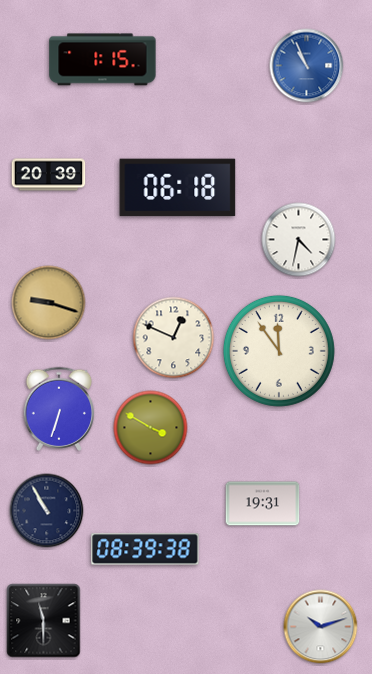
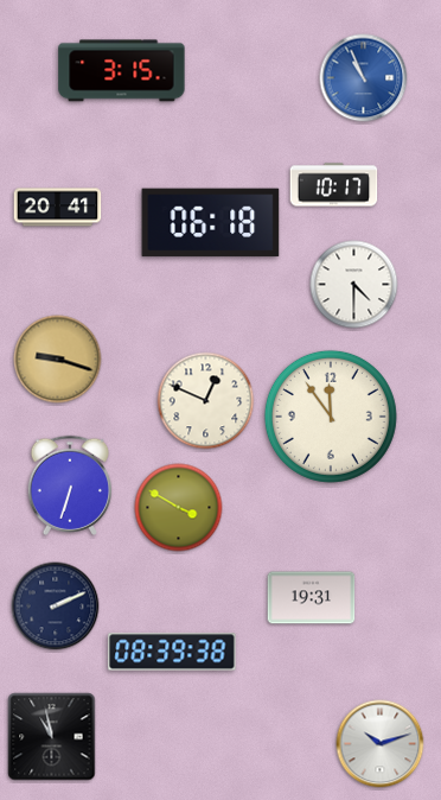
clock at (103, 60): 1:15 -> 3:15
clock at (334, 185): none -> 10:17
clock at (49, 175): 20:39 -> 20:41
clock at (299, 240): 4:32 -> 4:30
clock at (47, 511): 10:55 -> 2:11
clock at (44, 621): 11:30 -> 10:58
